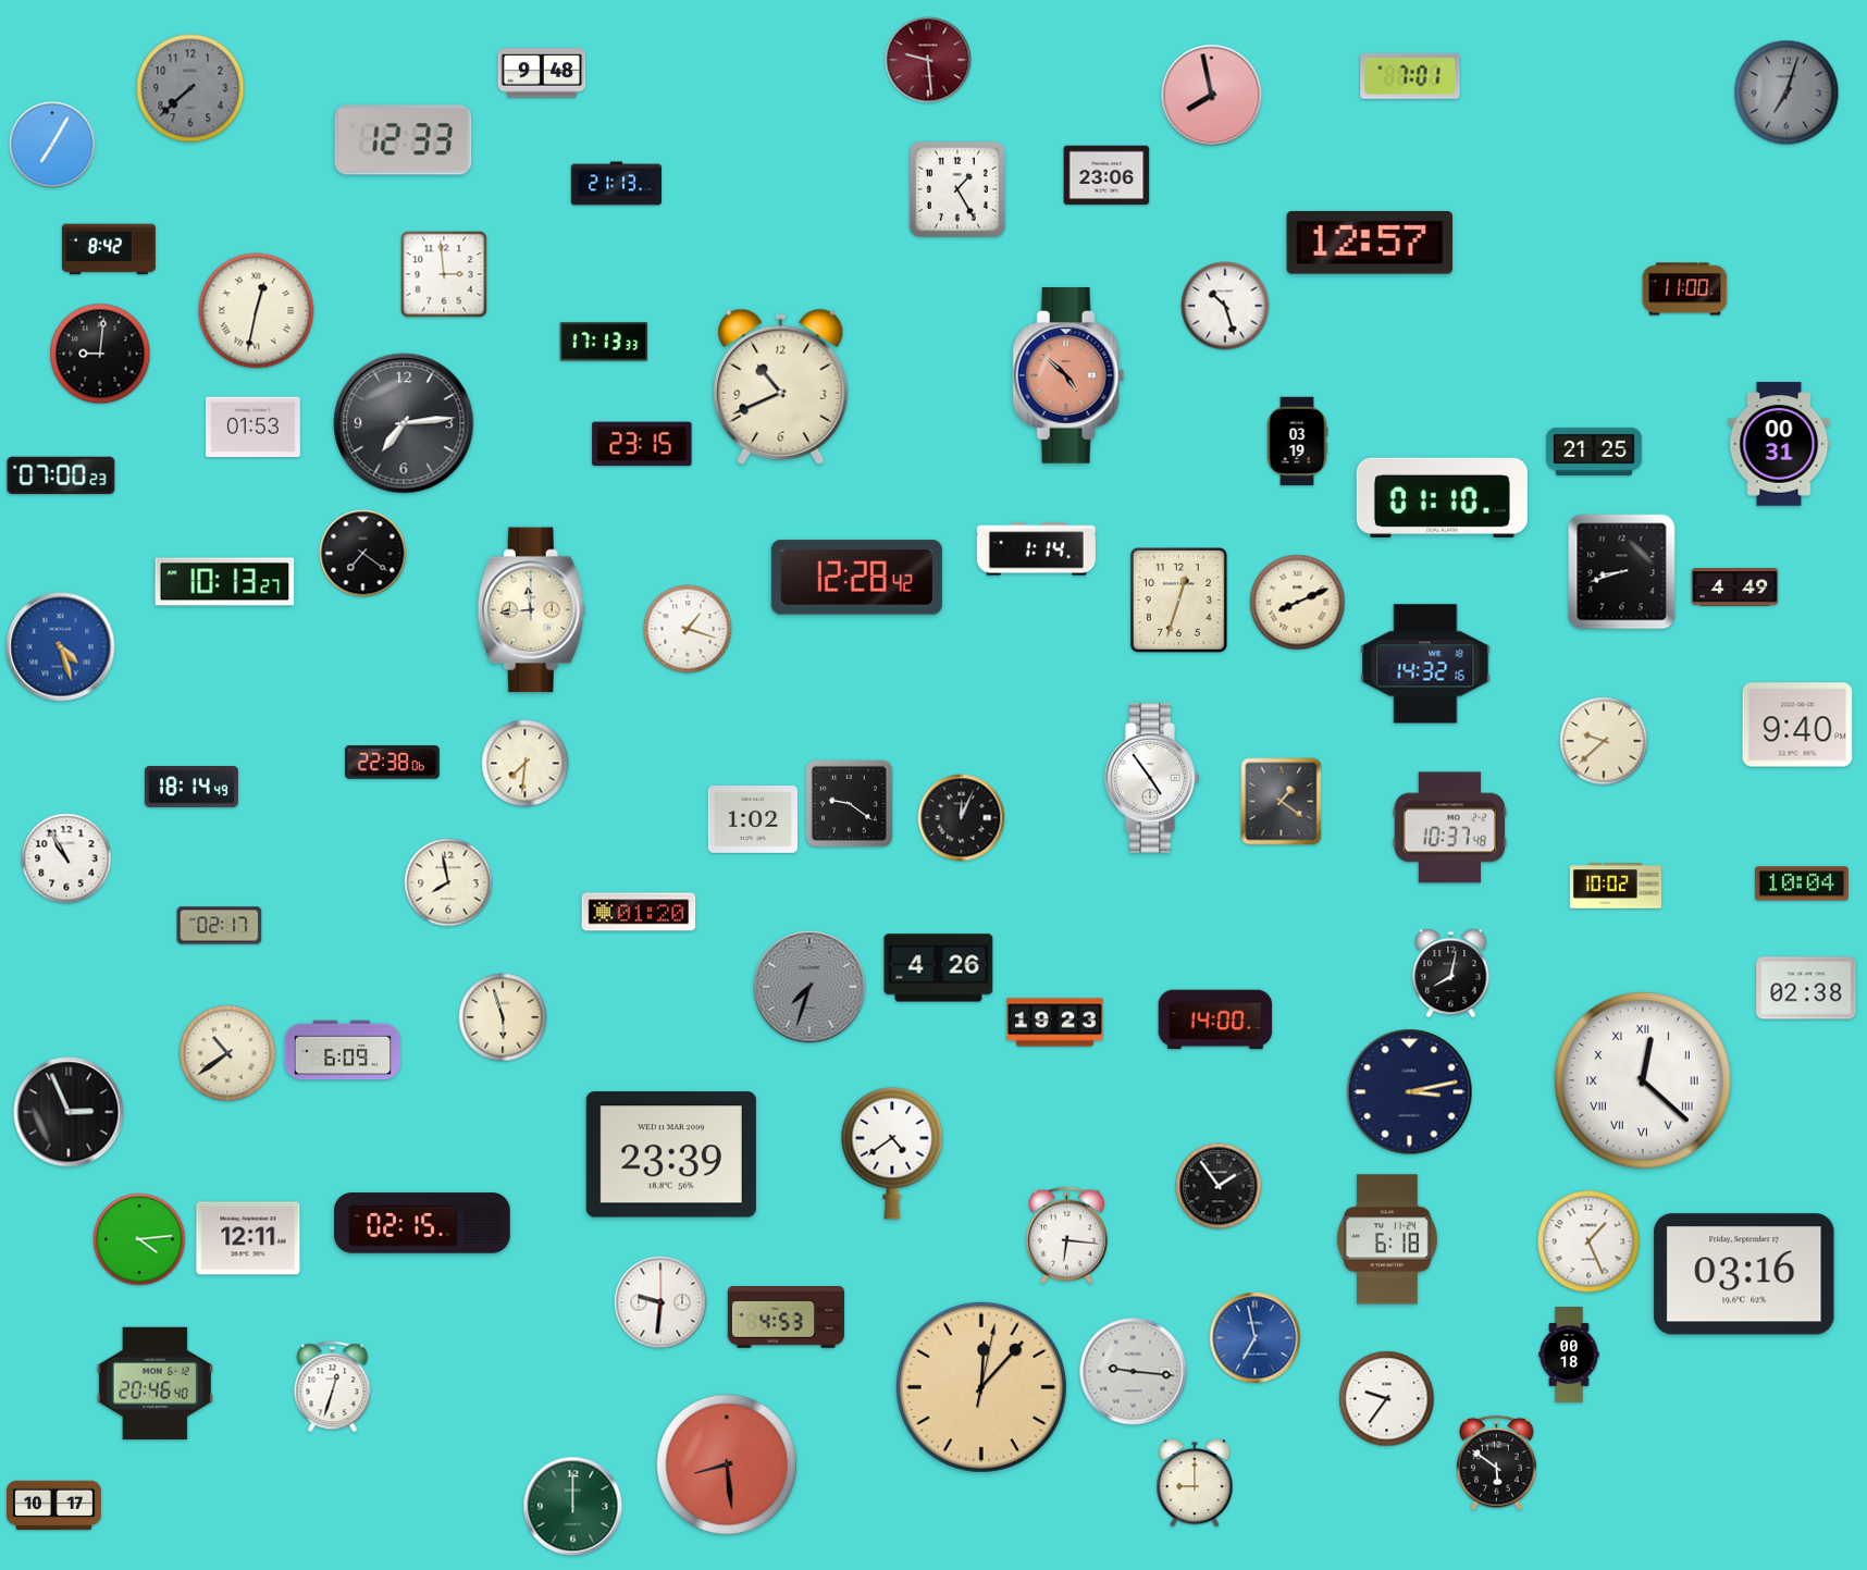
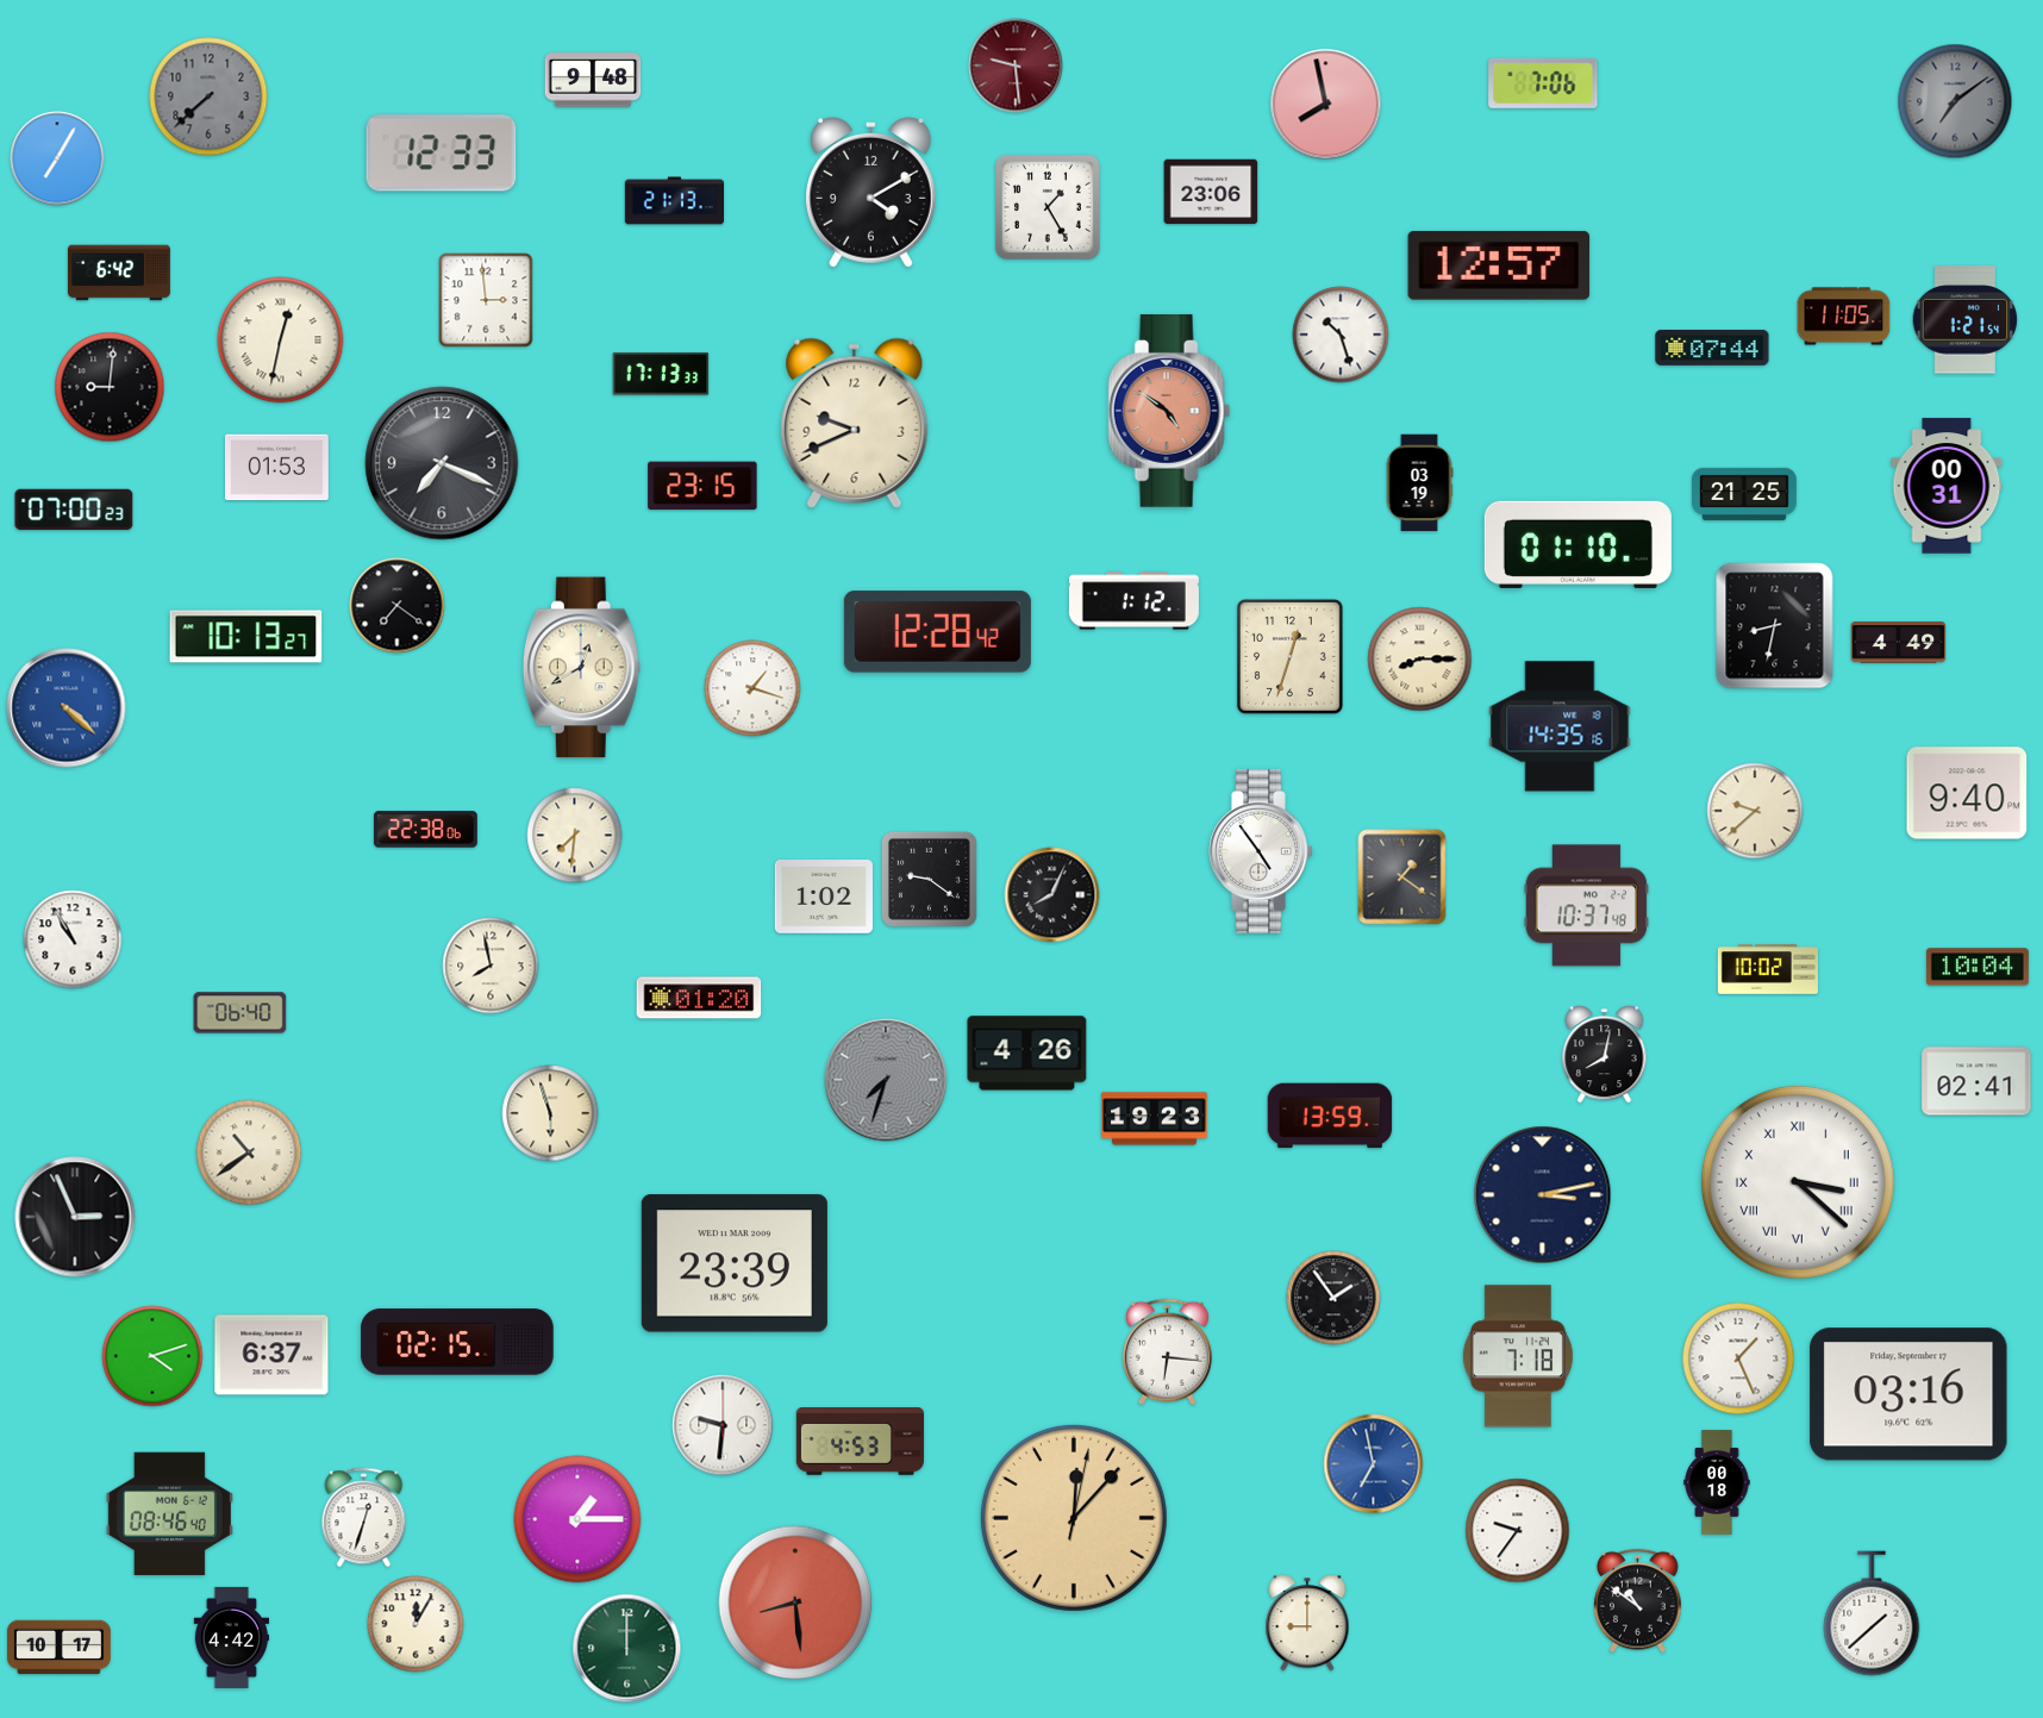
clock at (1410, 76): 7:01 -> 7:06
clock at (1786, 92): 7:03 -> 7:09
clock at (871, 193): none -> 4:10
clock at (109, 249): 8:42 -> 6:42
clock at (1685, 289): 11:00 -> 11:05
clock at (1966, 320): none -> 1:21
clock at (1712, 348): none -> 07:44
clock at (1068, 376): 4:52 -> 4:51
clock at (781, 386): 10:41 -> 9:41
clock at (404, 423): 7:14 -> 7:19
clock at (61, 475) position: (61, 475) -> (74, 510)
clock at (1036, 549): 1:14 -> 1:12
clock at (1622, 572): 8:42 -> 8:32
clock at (1298, 603): 8:11 -> 8:15
clock at (531, 610): 11:44 -> 12:40
clock at (61, 647): 4:27 -> 4:22
clock at (1425, 664): 14:32 -> 14:35
clock at (392, 763) position: (392, 763) -> (425, 830)
clock at (191, 788): 18:14 -> none
clock at (962, 818): 12:04 -> 8:04
clock at (1802, 883) position: (1802, 883) -> (1978, 967)
clock at (220, 926): 02:17 -> 06:40
clock at (939, 968) position: (939, 968) -> (1027, 1054)
clock at (1451, 974) position: (1451, 974) -> (1605, 1055)
clock at (1806, 988): 02:38 -> 02:41
clock at (1215, 1019): 14:00 -> 13:59
clock at (343, 1050): 6:09 -> none
clock at (1643, 1080): 12:22 -> 3:22
clock at (892, 1153): 4:39 -> none
clock at (422, 1223) position: (422, 1223) -> (457, 1342)
clock at (248, 1238): 12:11 -> 6:37
clock at (139, 1239): 4:14 -> 4:12
clock at (1387, 1239): 6:18 -> 7:18
clock at (1134, 1372): 9:16 -> none
clock at (154, 1383): 20:46 -> 08:46
clock at (577, 1519): none -> 1:15
clock at (1497, 1463): 5:51 -> 10:51
clock at (1872, 1613): none -> 1:38
clock at (416, 1624): none -> 12:05
clock at (231, 1637): none -> 4:42
